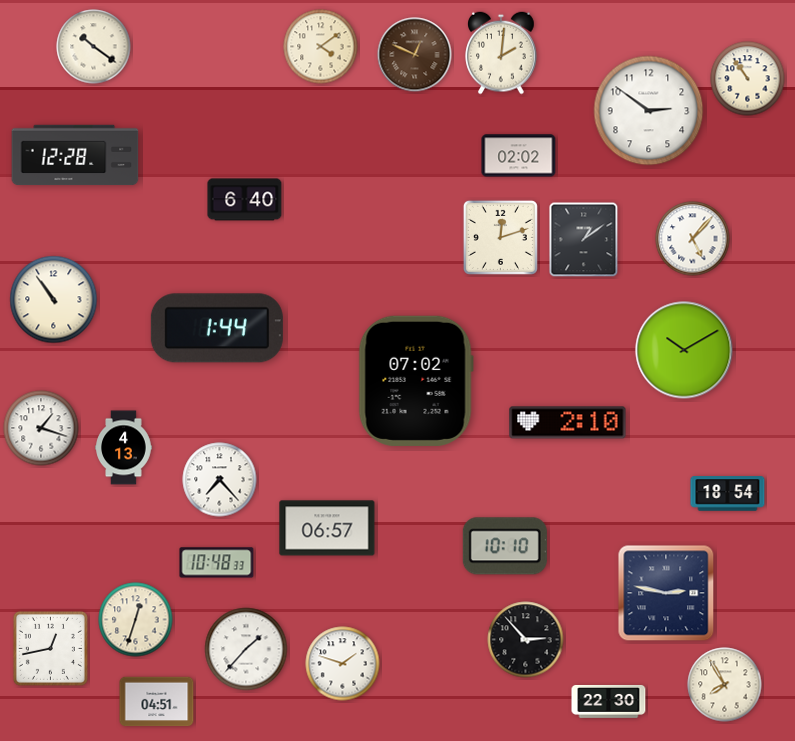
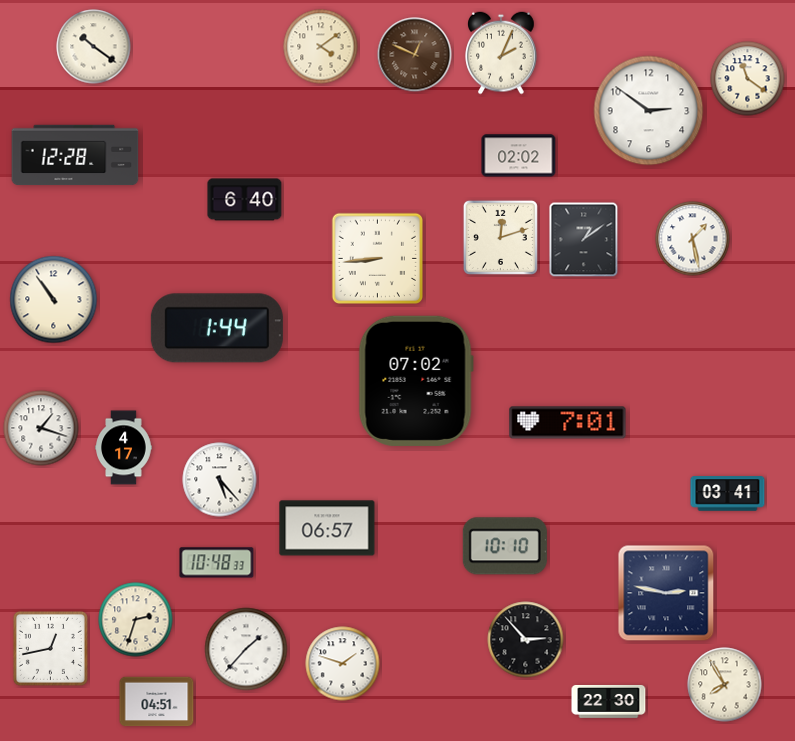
clock at (501, 53): 2:01 -> 2:04
clock at (748, 79): 10:54 -> 11:21
clock at (693, 239): 5:07 -> 1:28
clock at (377, 258): none -> 8:44
clock at (684, 350): 10:10 -> none
clock at (568, 423): 2:10 -> 7:01
clock at (124, 448): 4:13 -> 4:17
clock at (220, 480): 7:23 -> 5:23
clock at (728, 494): 18:54 -> 03:41
clock at (136, 620): 12:33 -> 2:33
